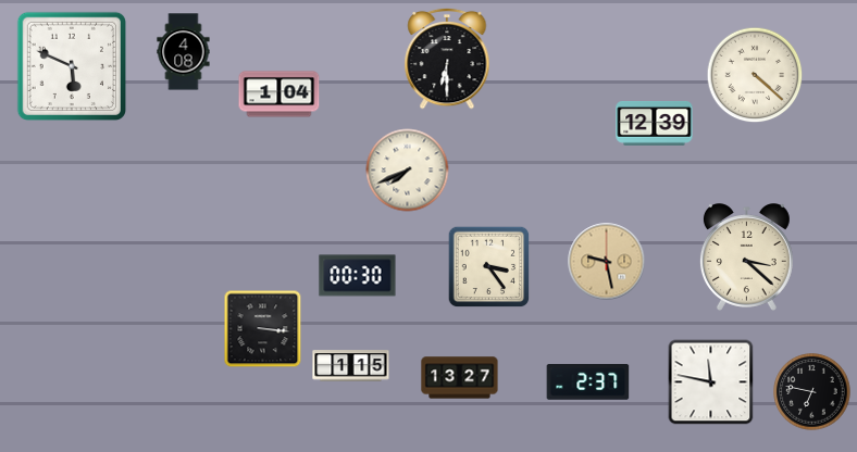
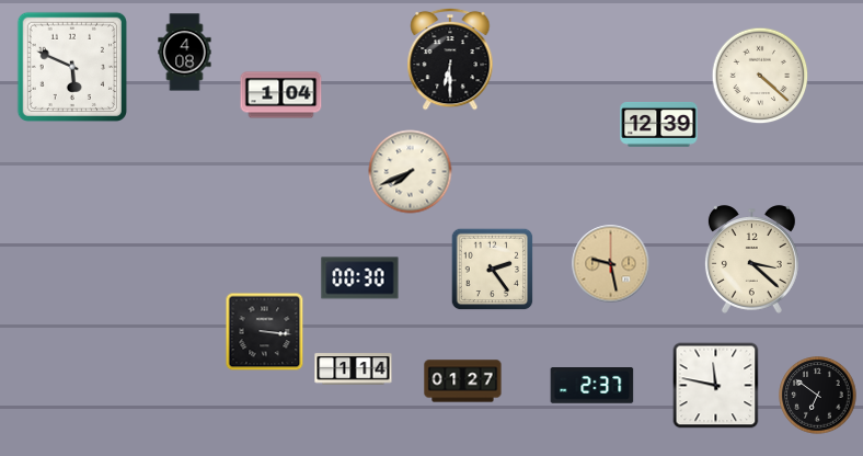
clock at (489, 267): 3:24 -> 2:24
clock at (351, 366): 1:15 -> 1:14
clock at (460, 378): 13:27 -> 01:27
clock at (812, 392): 6:47 -> 6:51
